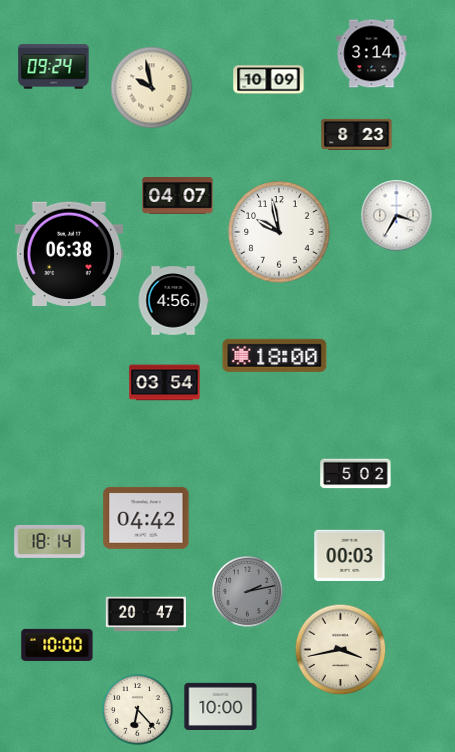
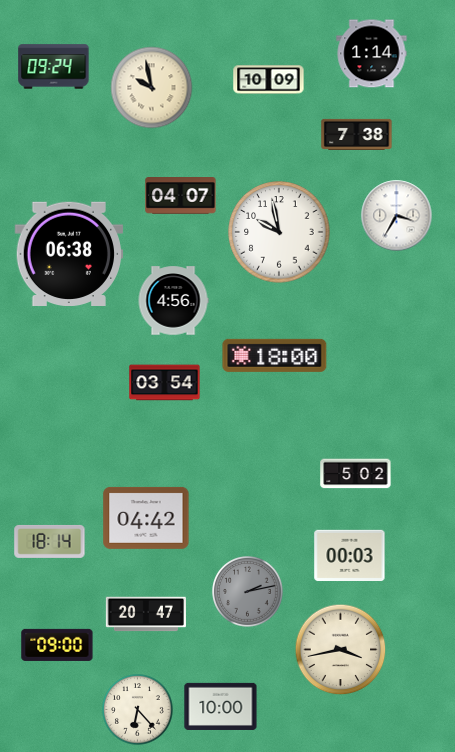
clock at (372, 54): 3:14 -> 1:14
clock at (357, 134): 8:23 -> 7:38
clock at (178, 196) position: (178, 196) -> (181, 196)
clock at (57, 645): 10:00 -> 09:00
